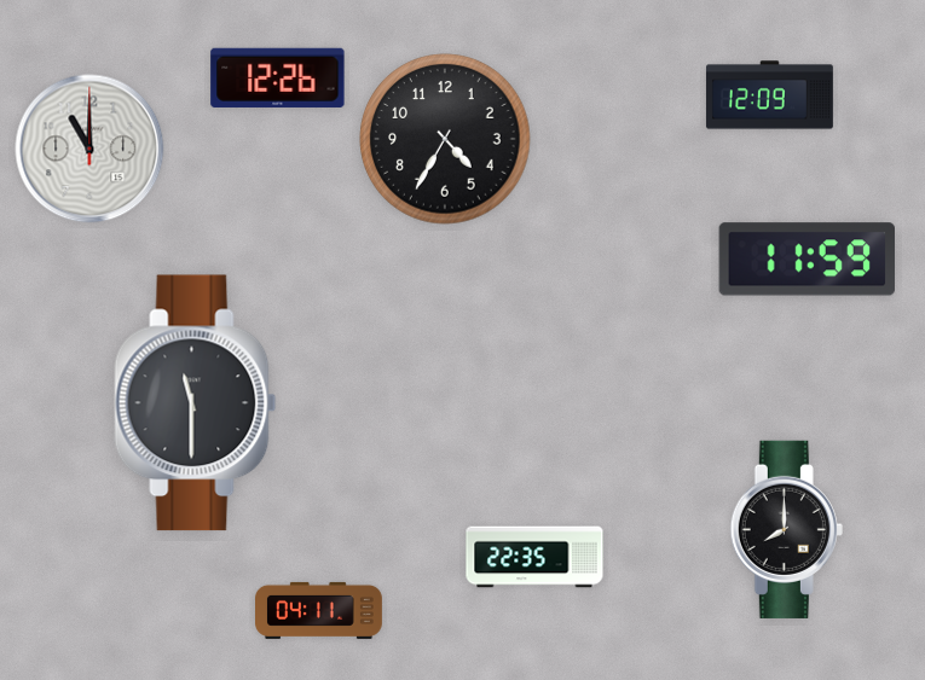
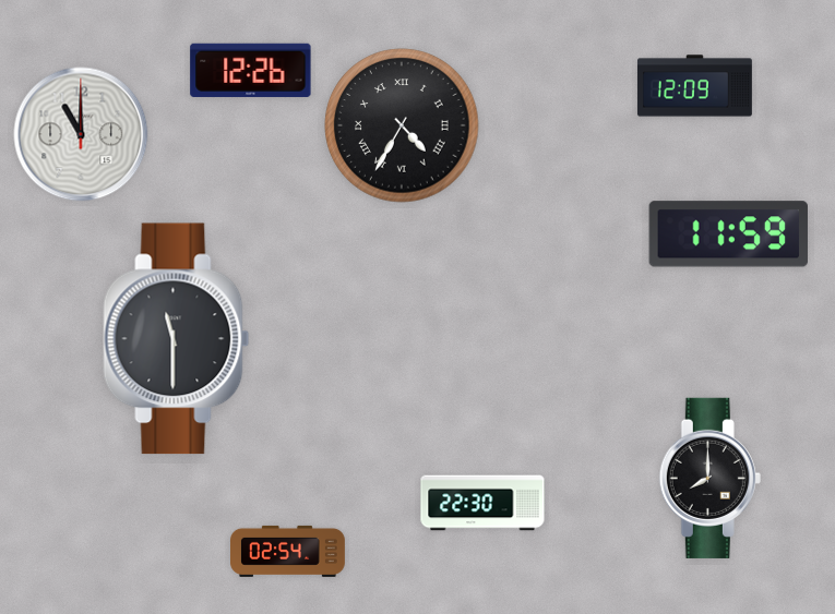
clock at (445, 139) numerals: Arabic -> Roman
clock at (196, 403) position: (196, 403) -> (177, 339)
clock at (534, 557): 22:35 -> 22:30
clock at (319, 610): 04:11 -> 02:54
